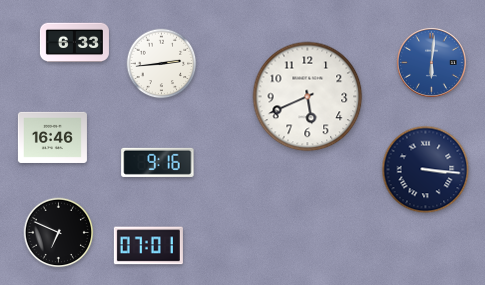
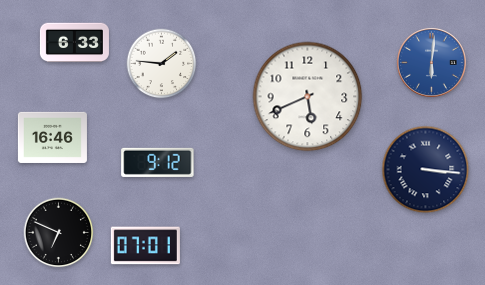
clock at (162, 64): 2:44 -> 1:46
clock at (158, 162): 9:16 -> 9:12
clock at (148, 246) position: (148, 246) -> (145, 246)
